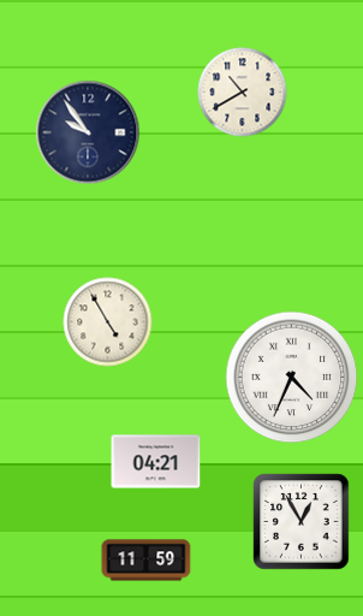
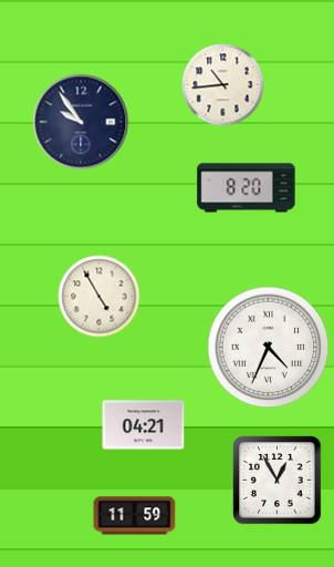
clock at (243, 93): 10:40 -> 10:44
clock at (247, 188): none -> 8:20
